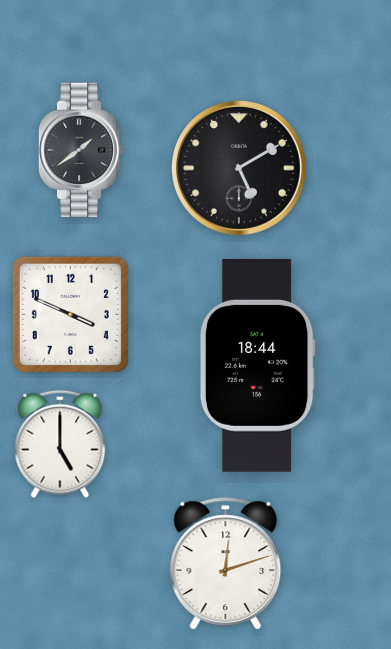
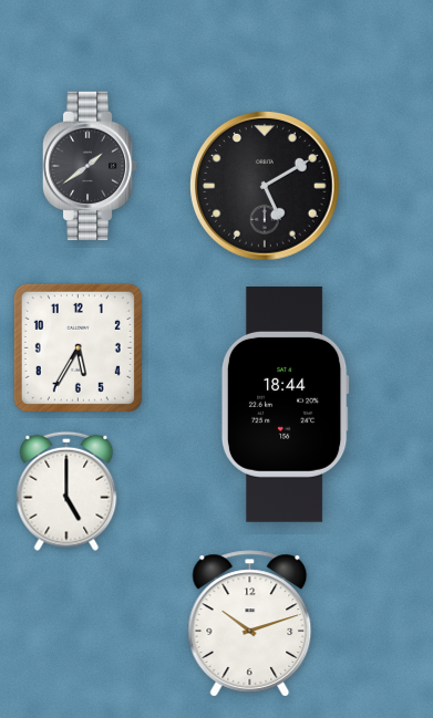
clock at (70, 314): 3:49 -> 5:35
clock at (226, 564): 12:12 -> 10:12
